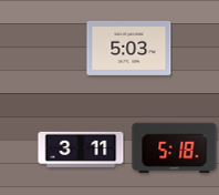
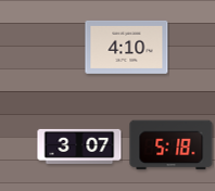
clock at (129, 48): 5:03 -> 4:10
clock at (81, 150): 3:11 -> 3:07
